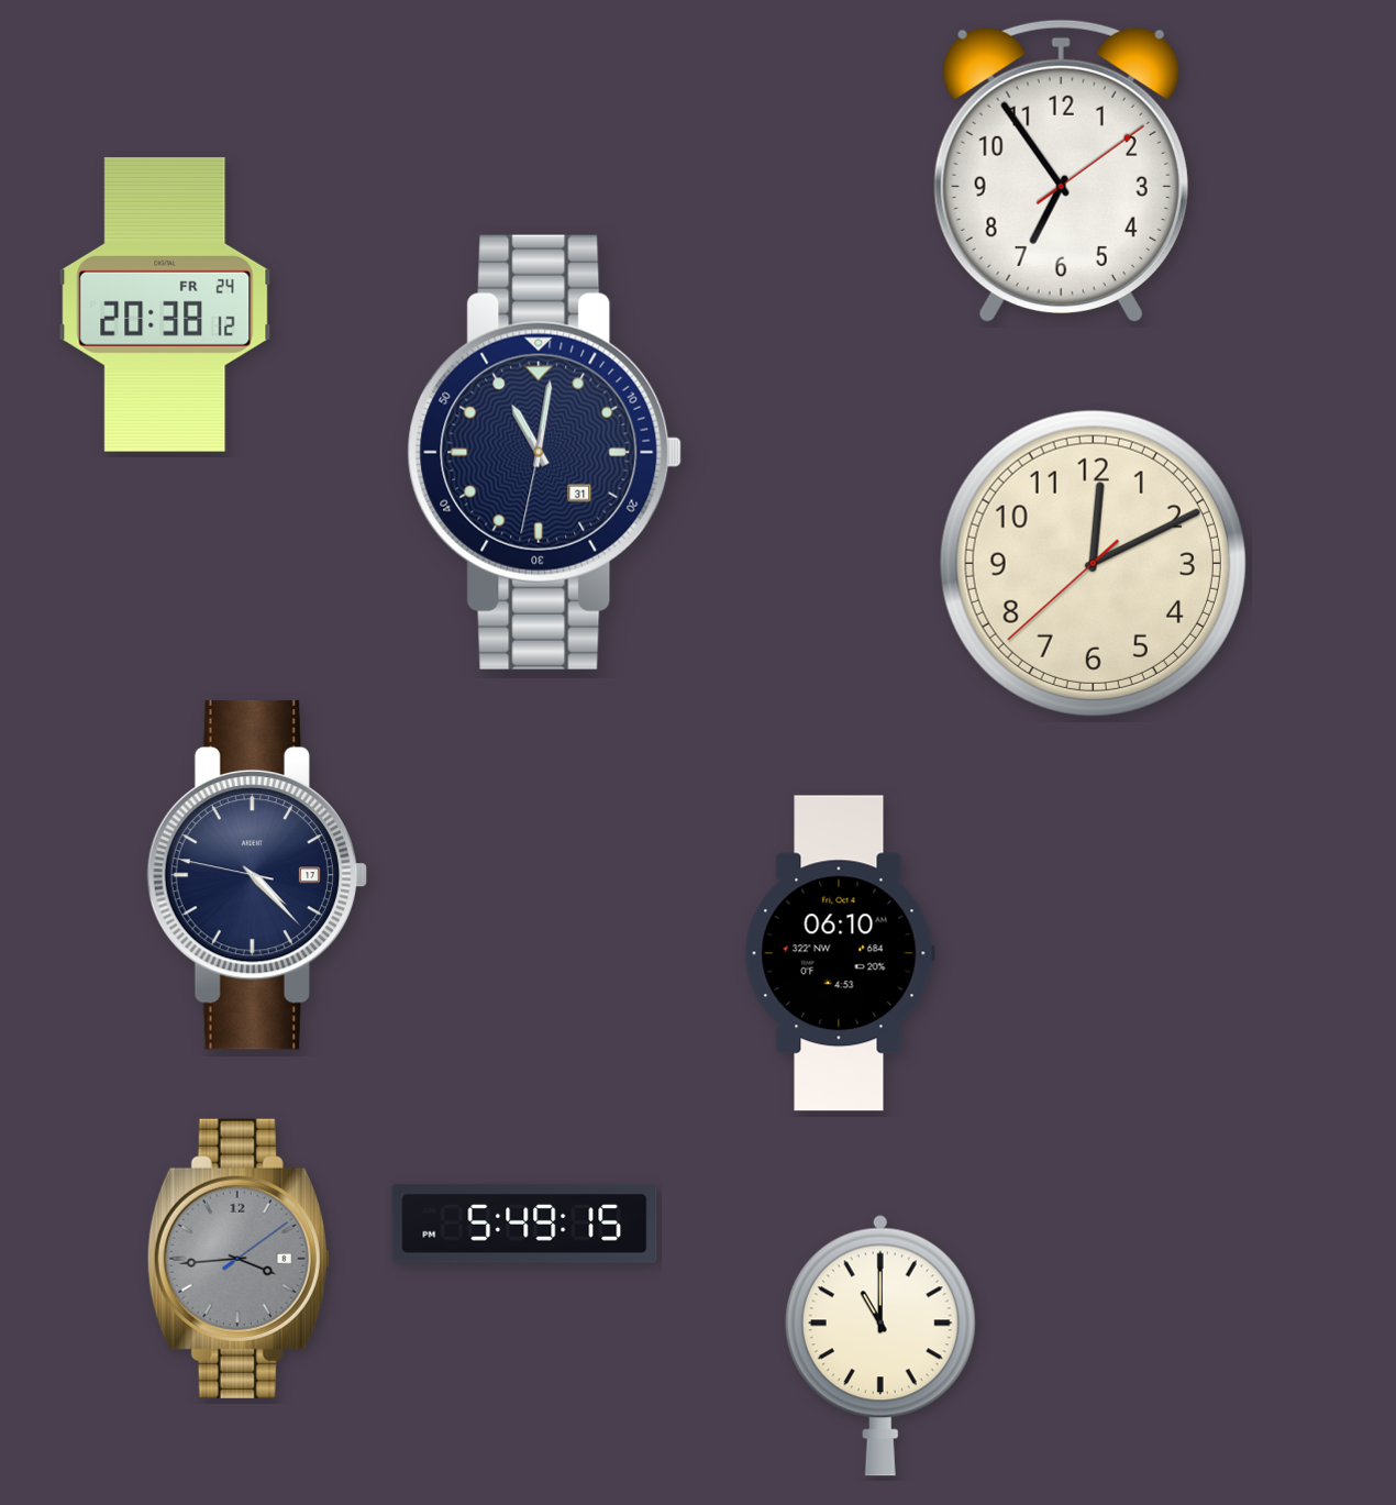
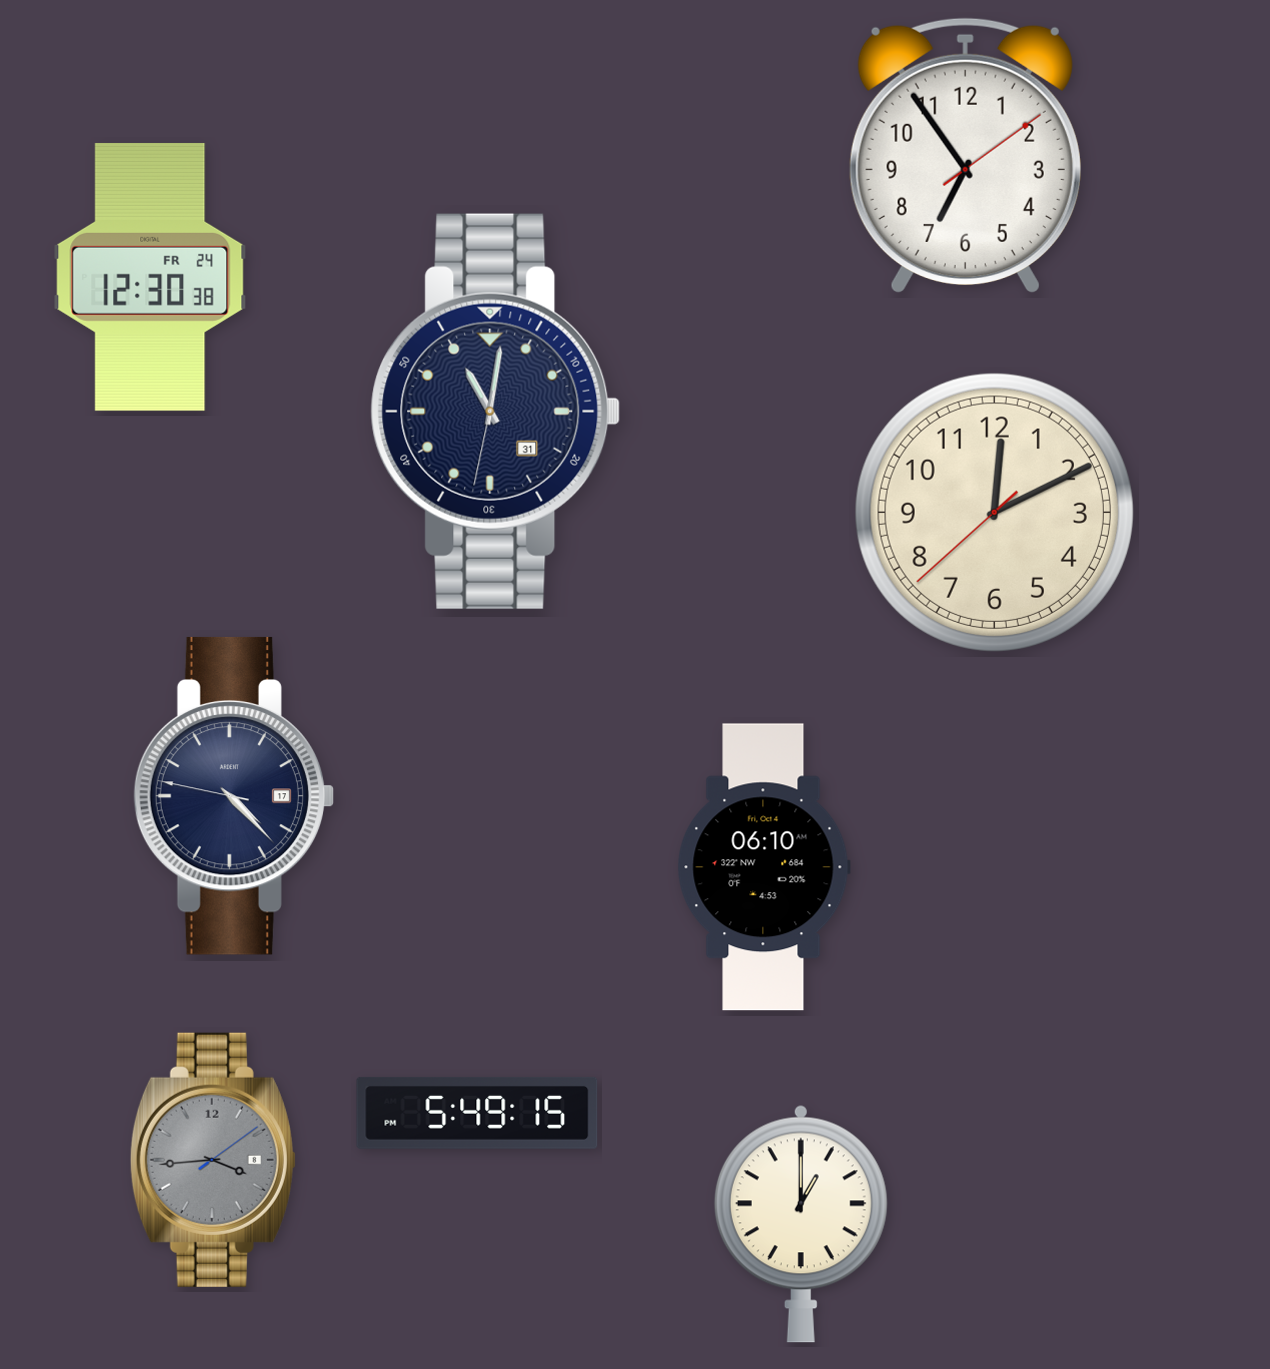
clock at (165, 305): 20:38 -> 12:30
clock at (239, 1259) position: (239, 1259) -> (213, 1160)
clock at (880, 1346): 11:00 -> 1:00
